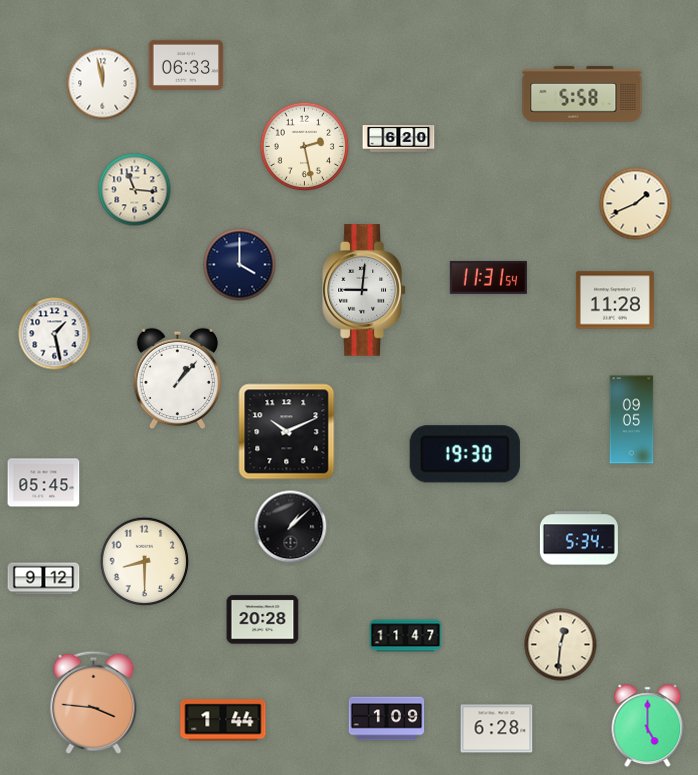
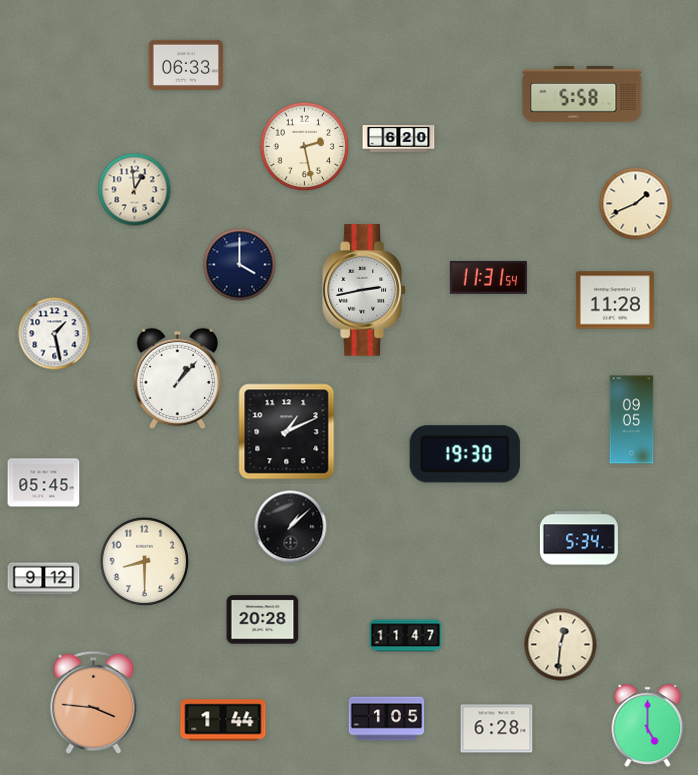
clock at (103, 84): 11:58 -> none
clock at (135, 190): 11:16 -> 12:59
clock at (364, 291): 9:01 -> 2:43
clock at (287, 432): 10:11 -> 1:11
clock at (387, 719): 1:09 -> 1:05
